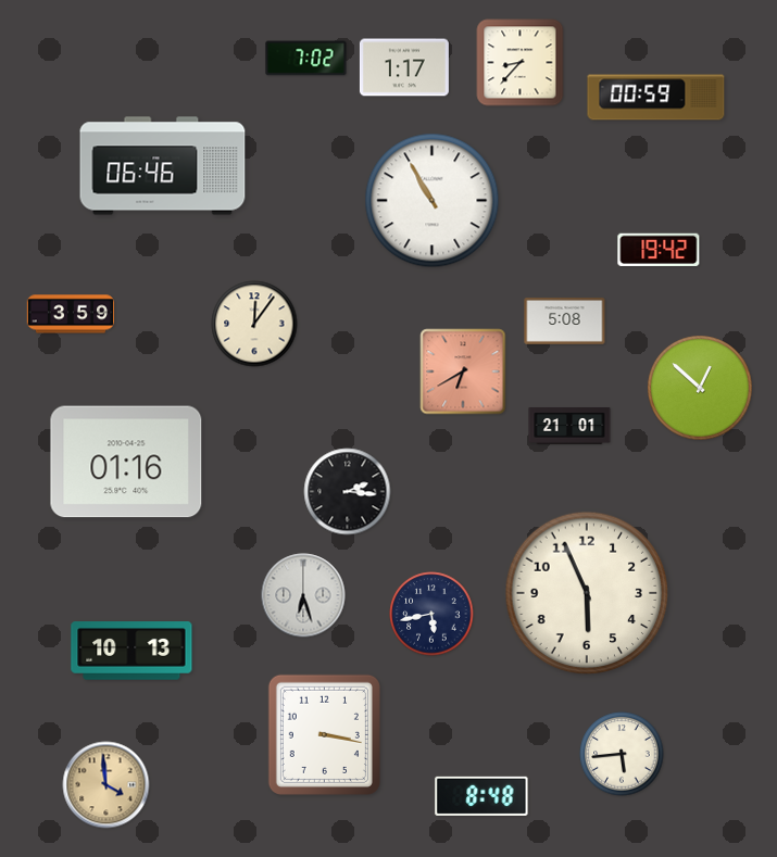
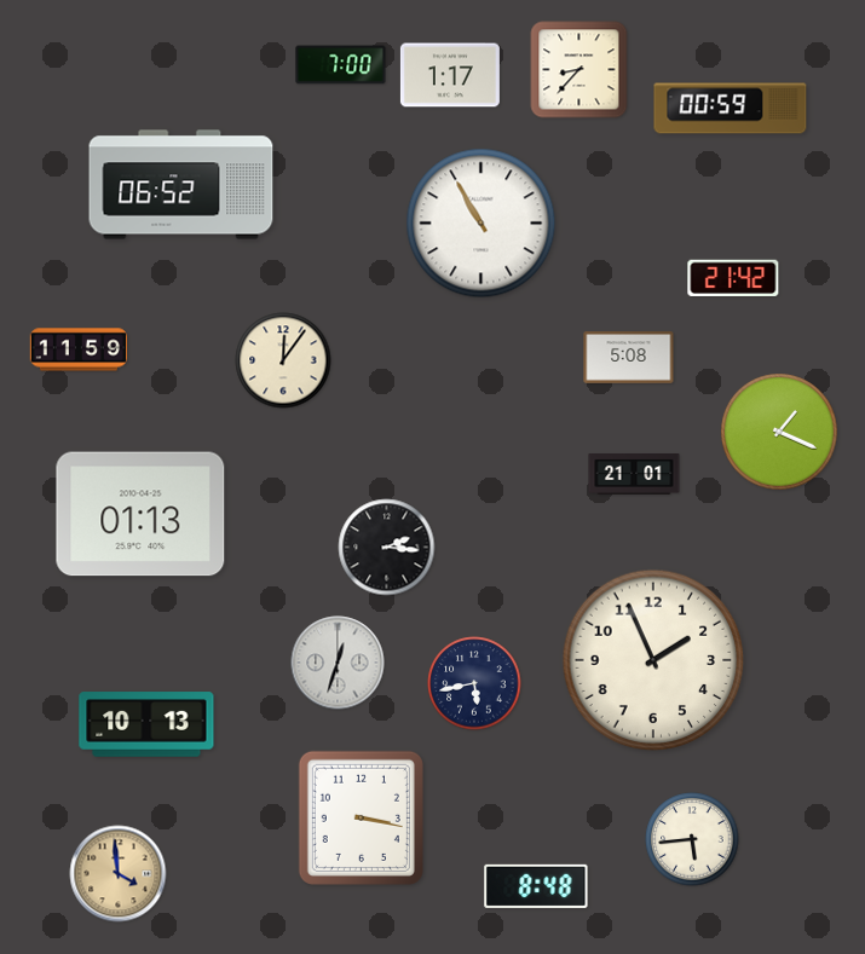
clock at (306, 59): 7:02 -> 7:00
clock at (163, 166): 06:46 -> 06:52
clock at (659, 250): 19:42 -> 21:42
clock at (71, 314): 3:59 -> 11:59
clock at (463, 371): 6:40 -> none
clock at (700, 388): 12:52 -> 1:19
clock at (126, 462): 01:16 -> 01:13
clock at (587, 593): 5:56 -> 1:56
clock at (303, 595): 6:27 -> 12:33
clock at (431, 614) position: (431, 614) -> (474, 683)
